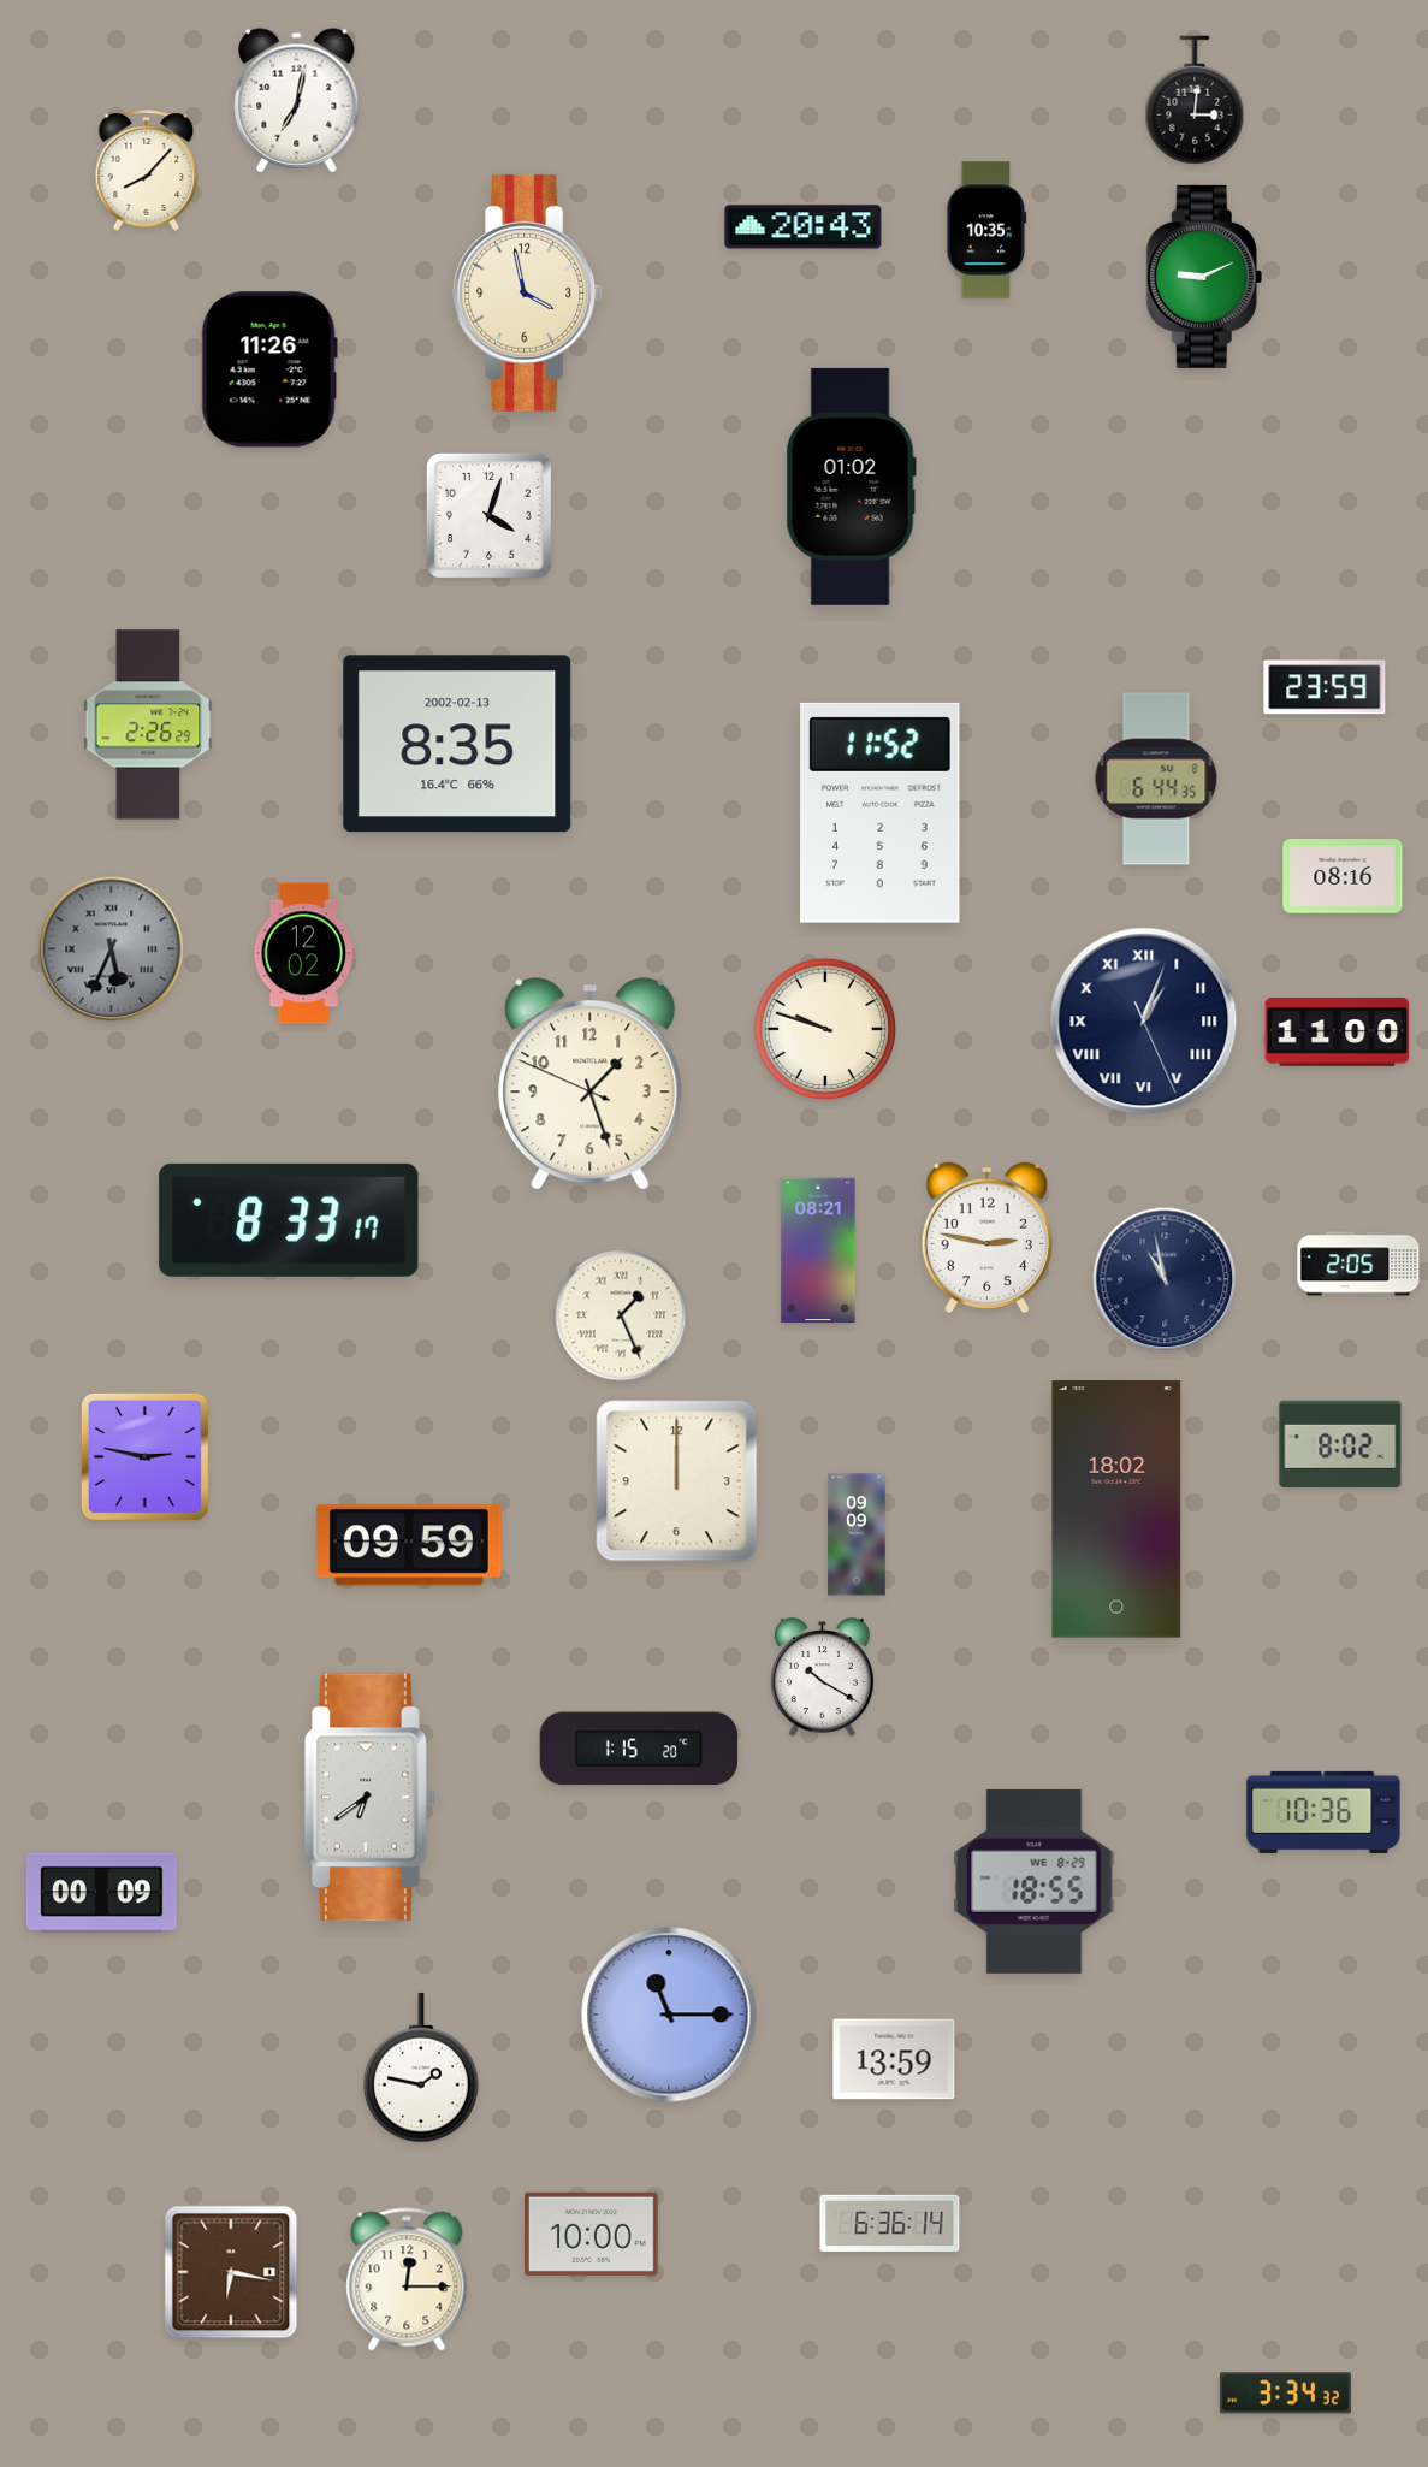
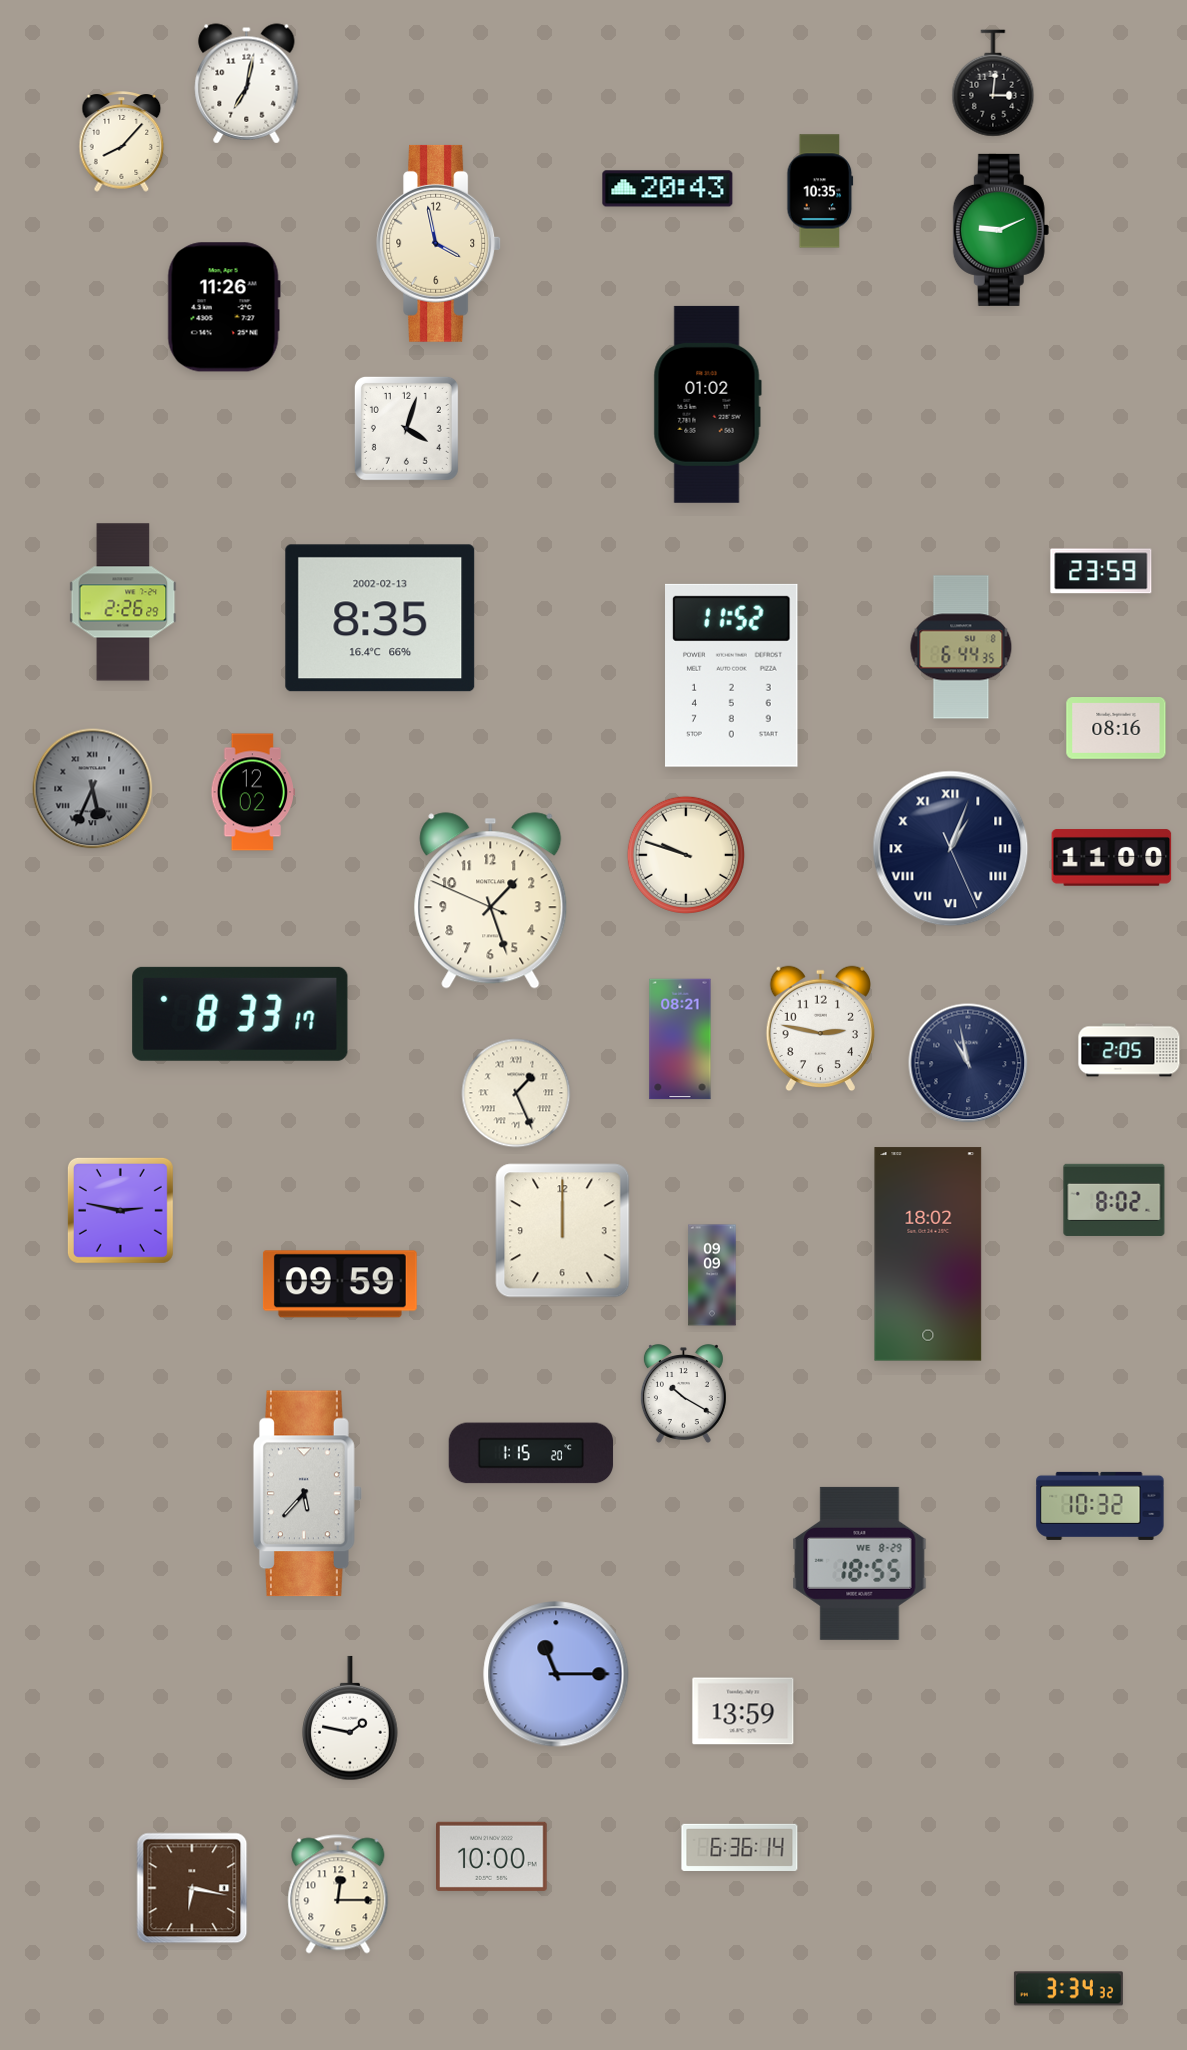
clock at (369, 1798): 6:39 -> 5:37
clock at (1323, 1812): 10:36 -> 10:32
clock at (101, 1893): 00:09 -> none
